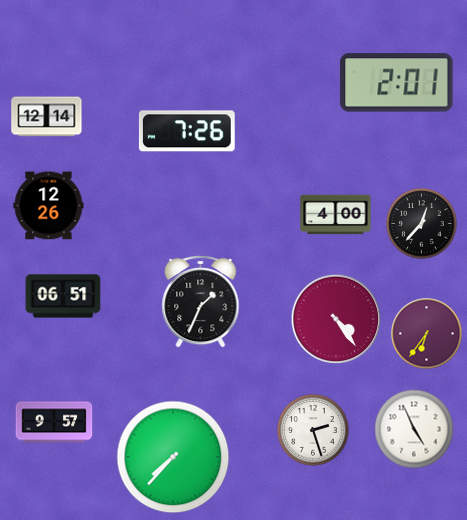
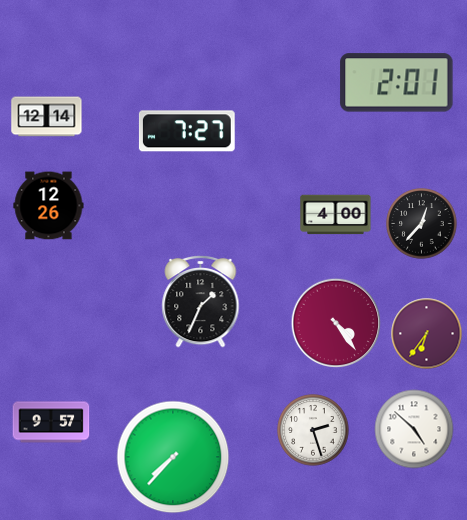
clock at (187, 131): 7:26 -> 7:27
clock at (63, 296): 06:51 -> none
clock at (336, 319) position: (336, 319) -> (336, 323)
clock at (54, 422) position: (54, 422) -> (51, 422)
clock at (414, 429): 4:56 -> 4:52
